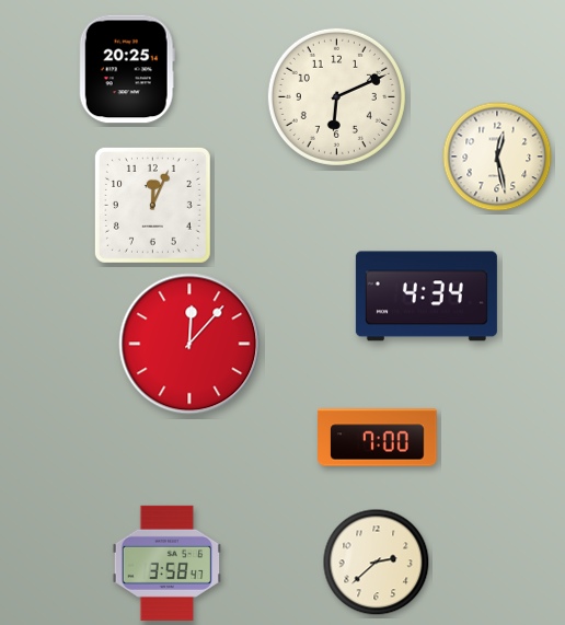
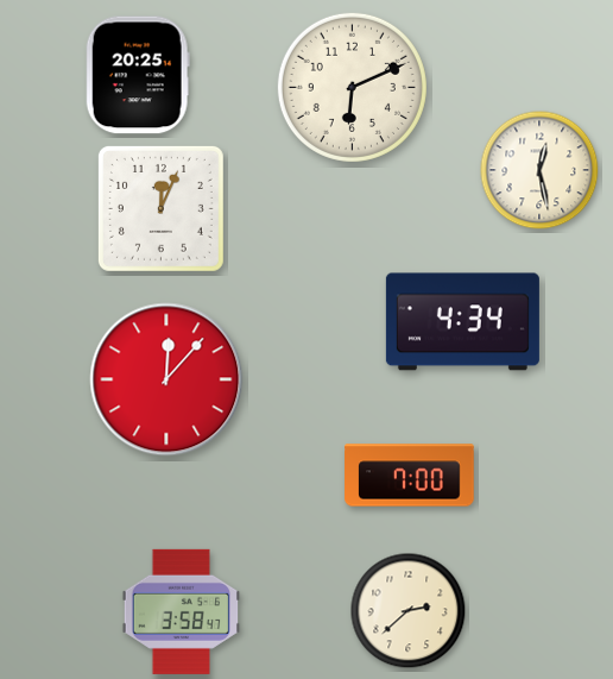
clock at (336, 96) position: (336, 96) -> (352, 87)
clock at (152, 205) position: (152, 205) -> (160, 208)
clock at (189, 344) position: (189, 344) -> (166, 379)
